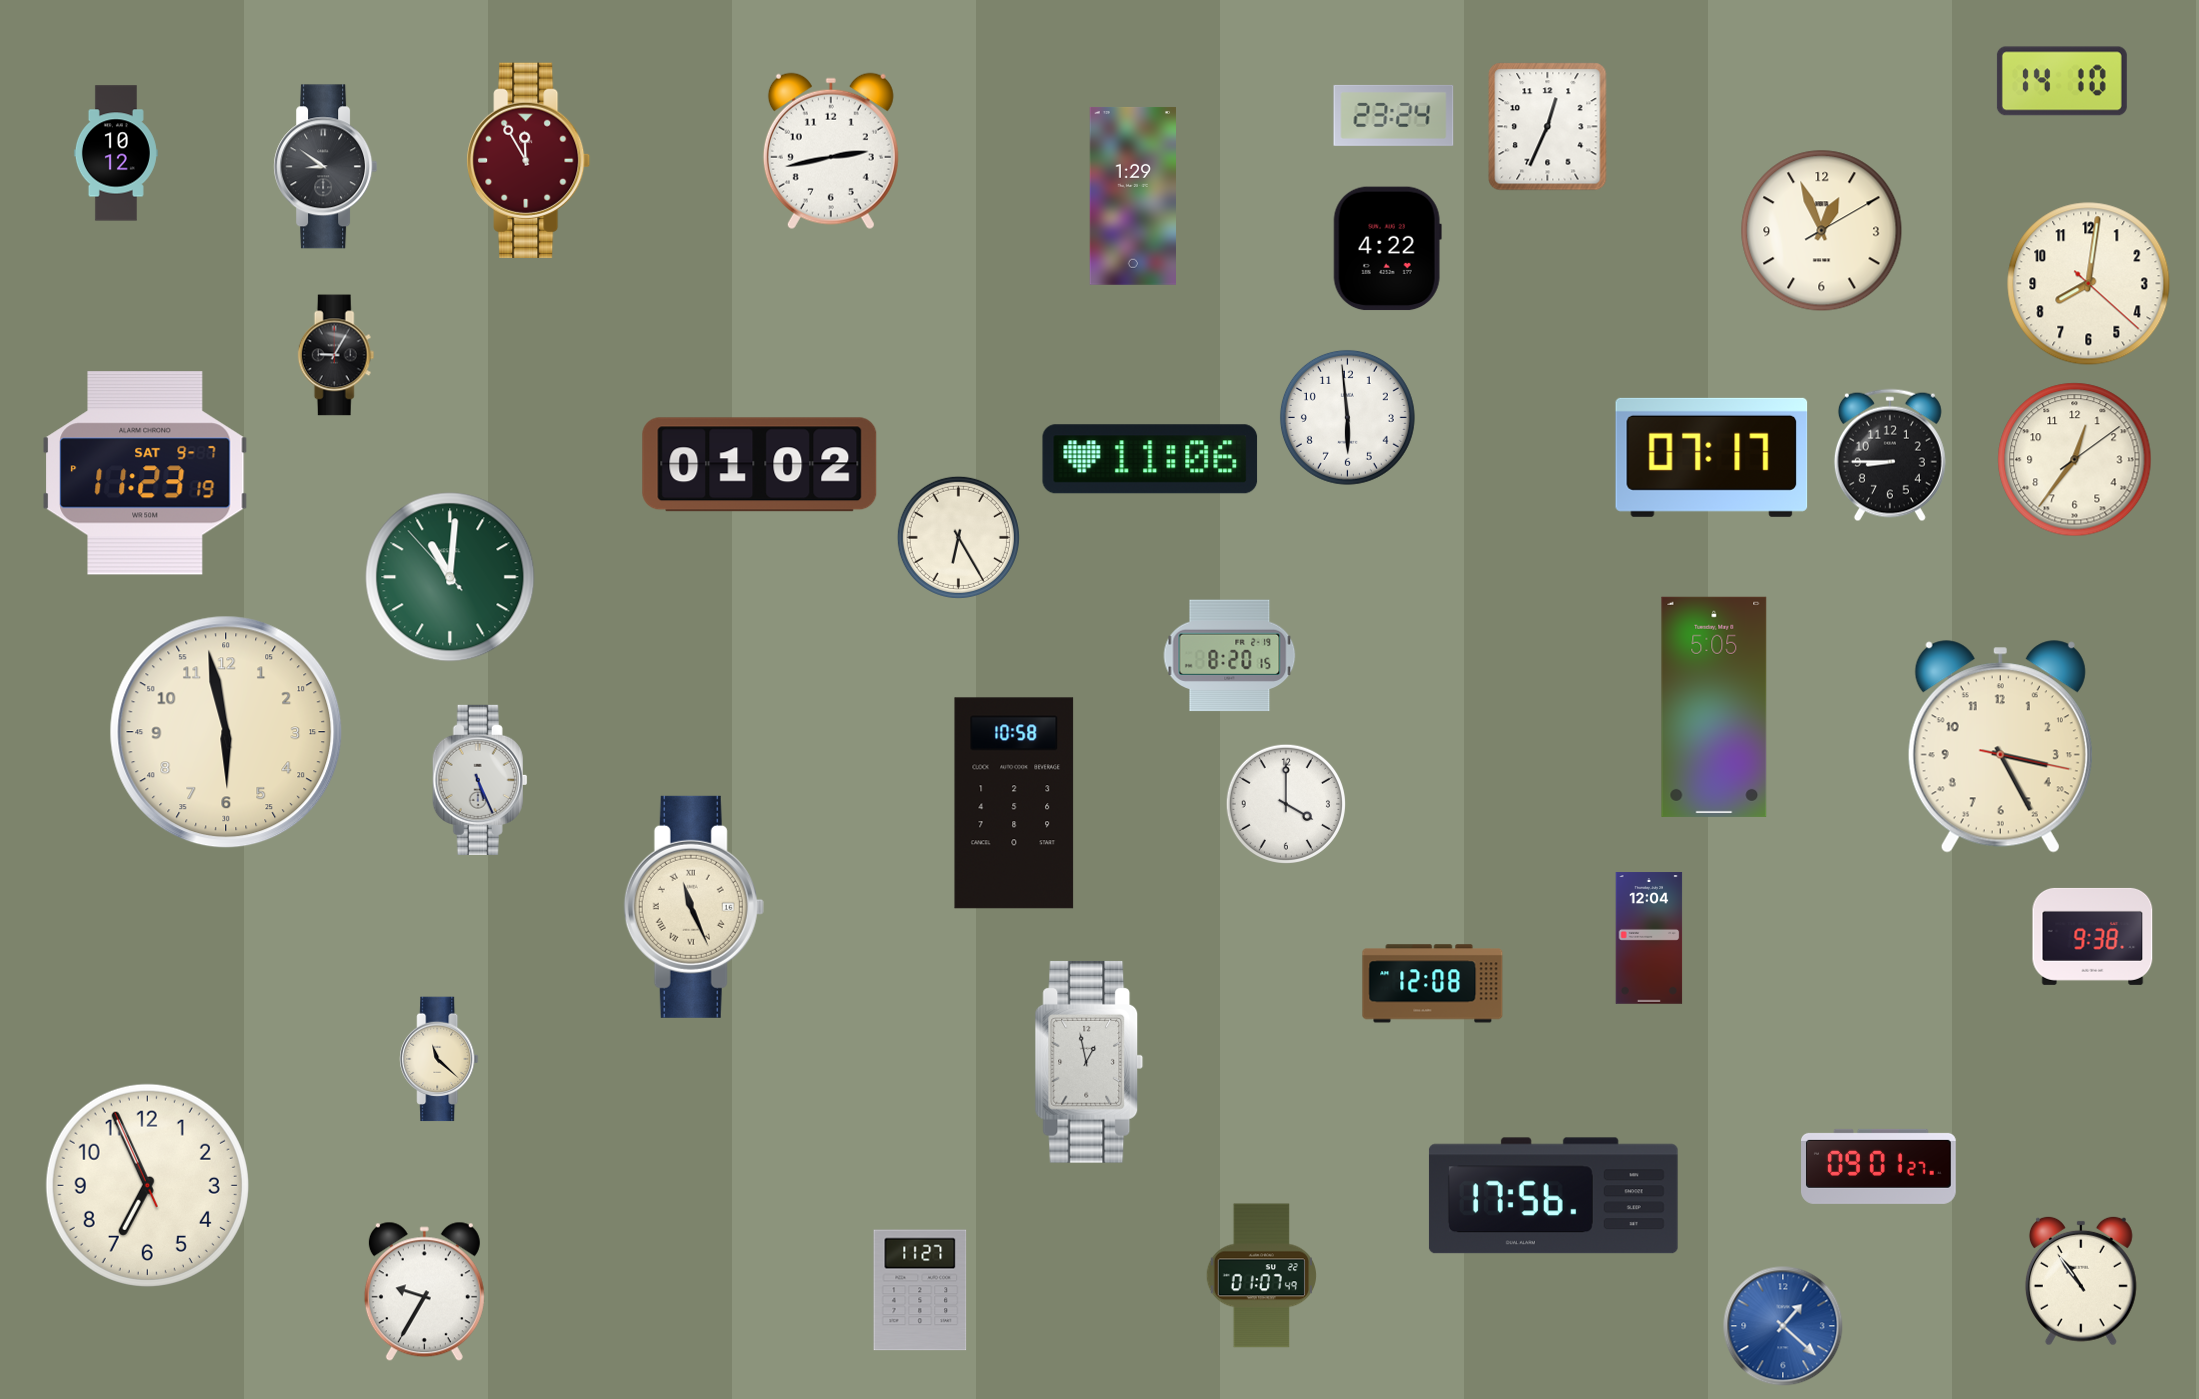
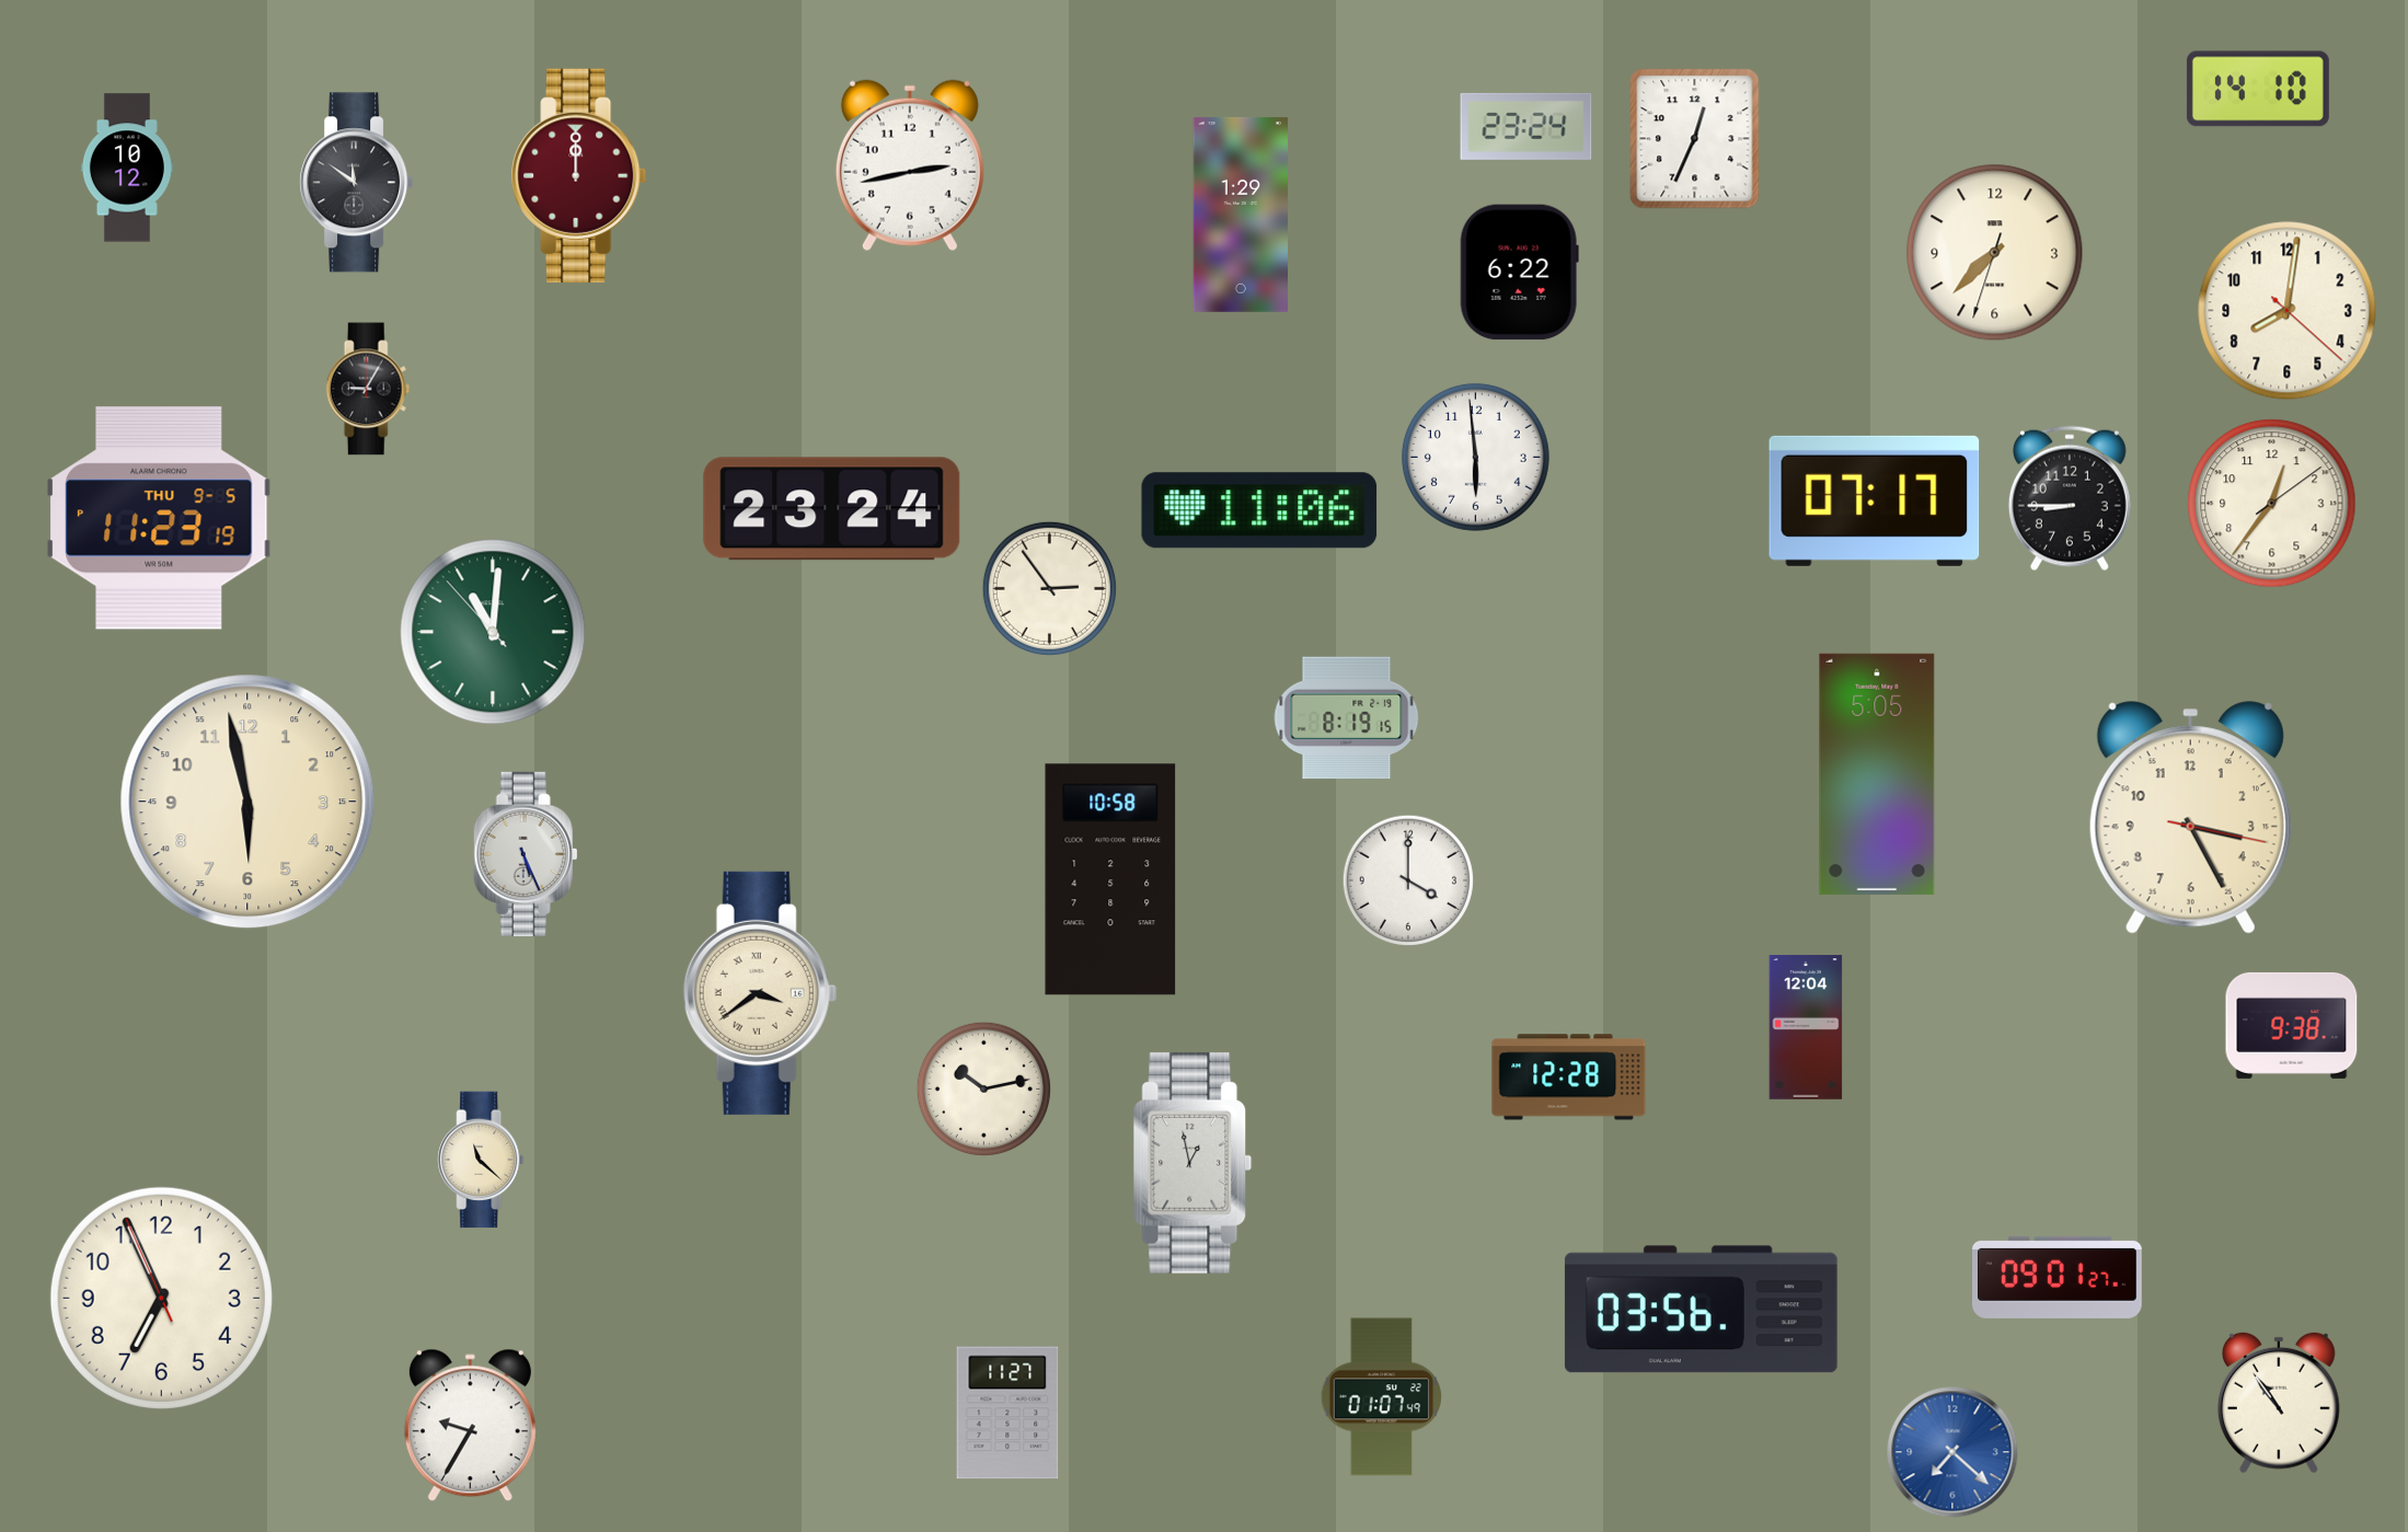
clock at (529, 160): 11:55 -> 12:00
clock at (326, 167): 8:51 -> 11:51
clock at (1822, 231): 12:56 -> 7:37
clock at (1387, 249): 4:22 -> 6:22
clock at (1150, 459) position: (1150, 459) -> (1259, 510)
clock at (760, 465): 01:02 -> 23:24
clock at (145, 473) date: SAT 9-7 -> THU 9-5
clock at (958, 537): 6:25 -> 2:54
clock at (1230, 656): 8:20 -> 8:19
clock at (694, 907): 11:26 -> 3:39
clock at (1433, 984): 12:08 -> 12:28
clock at (983, 1088): none -> 10:13
clock at (1553, 1196): 17:56 -> 03:56
clock at (424, 1292) position: (424, 1292) -> (470, 1426)
clock at (1783, 1326): 1:22 -> 7:22
